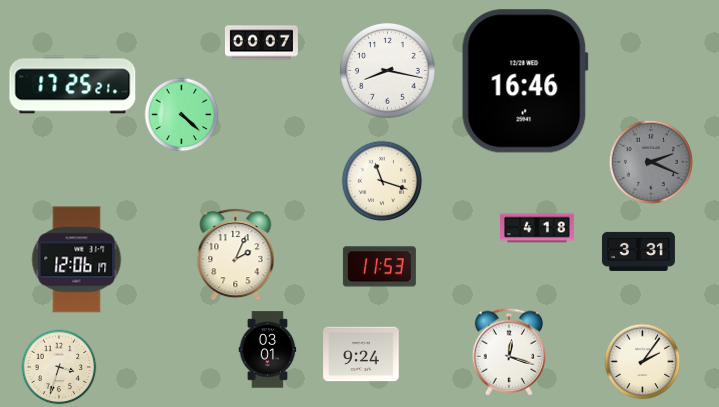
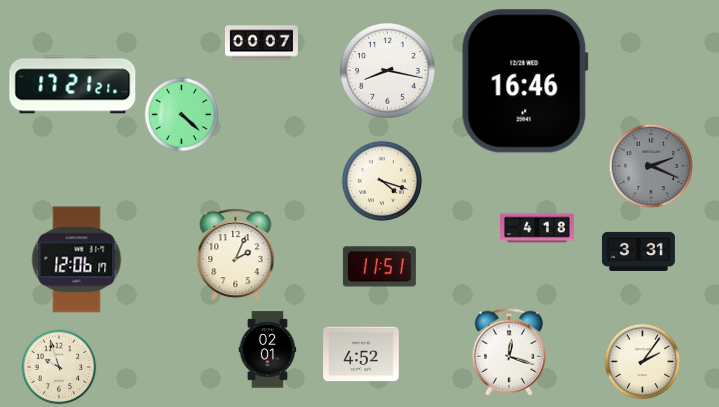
clock at (73, 85): 17:25 -> 17:21
clock at (650, 161) position: (650, 161) -> (650, 165)
clock at (382, 181): 11:18 -> 4:18
clock at (379, 267): 11:53 -> 11:51
clock at (268, 350): 03:01 -> 02:01
clock at (361, 354): 9:24 -> 4:52
clock at (59, 367): 3:33 -> 9:57
